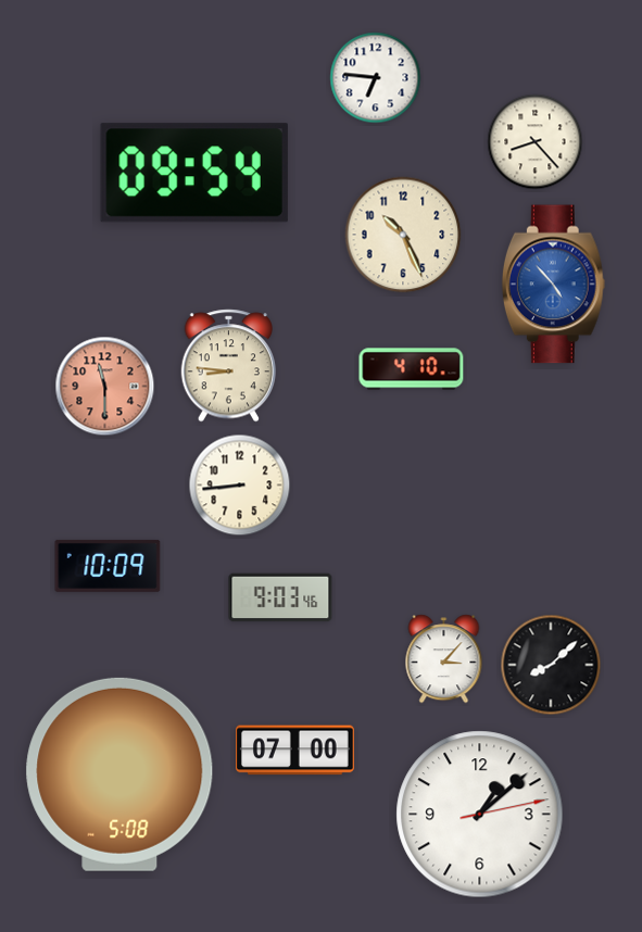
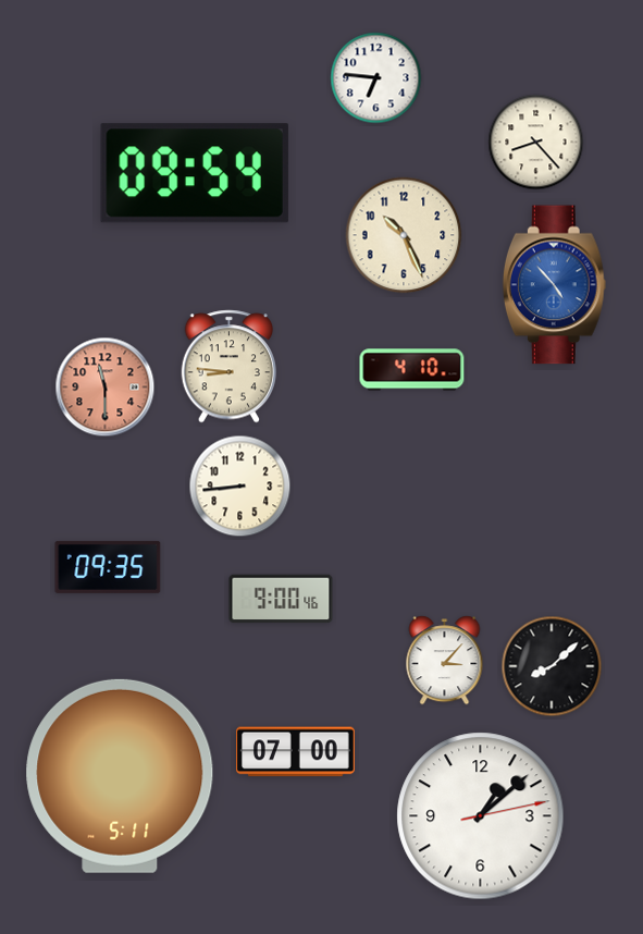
clock at (108, 566): 10:09 -> 09:35
clock at (280, 597): 9:03 -> 9:00
clock at (119, 774): 5:08 -> 5:11
